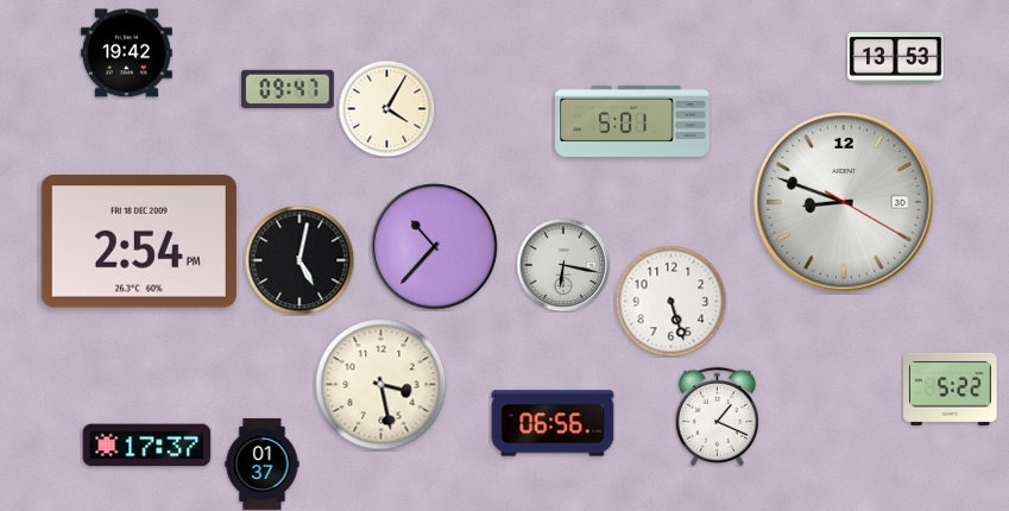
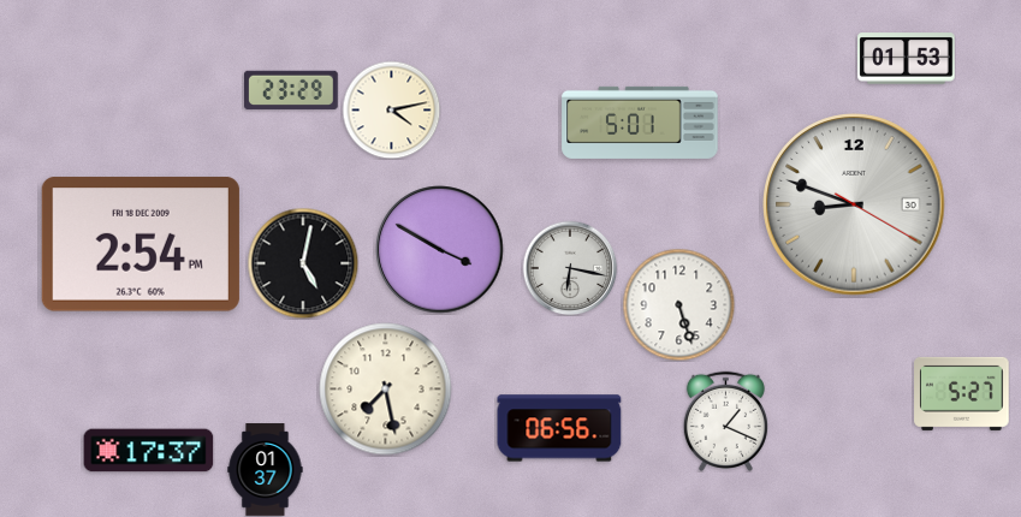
clock at (127, 53): 19:42 -> none
clock at (896, 58): 13:53 -> 01:53
clock at (289, 88): 09:47 -> 23:29
clock at (386, 108): 4:05 -> 4:13
clock at (435, 247): 10:37 -> 3:50
clock at (381, 385): 3:28 -> 7:28
clock at (951, 389): 5:22 -> 5:27
